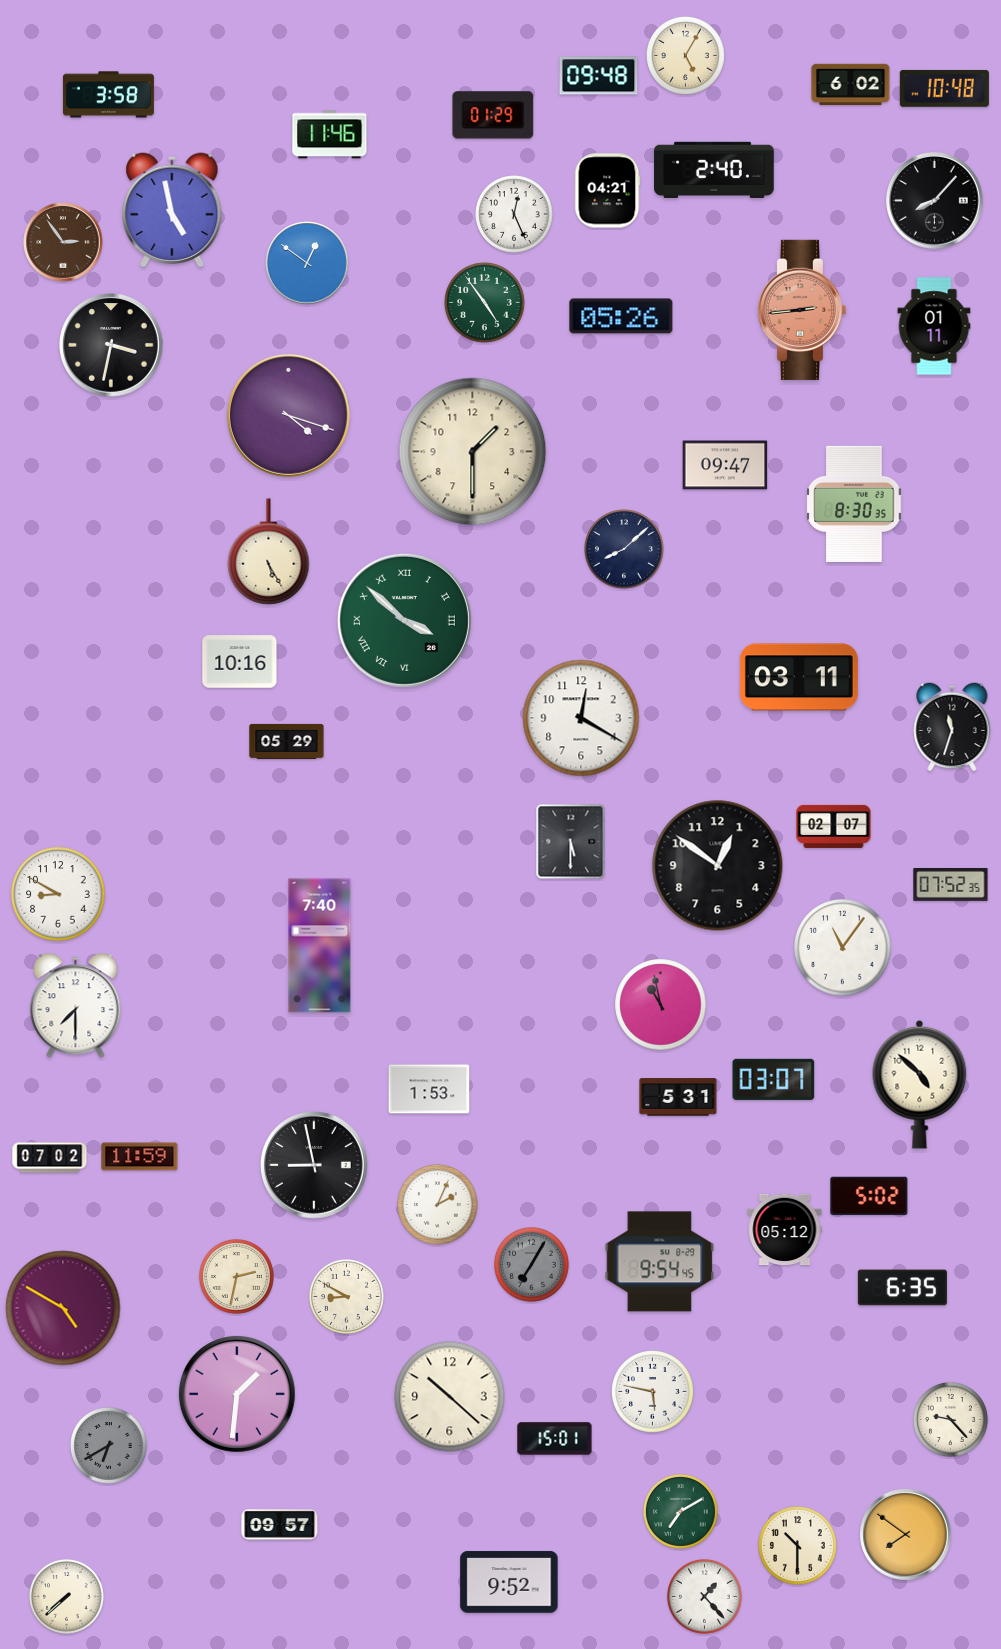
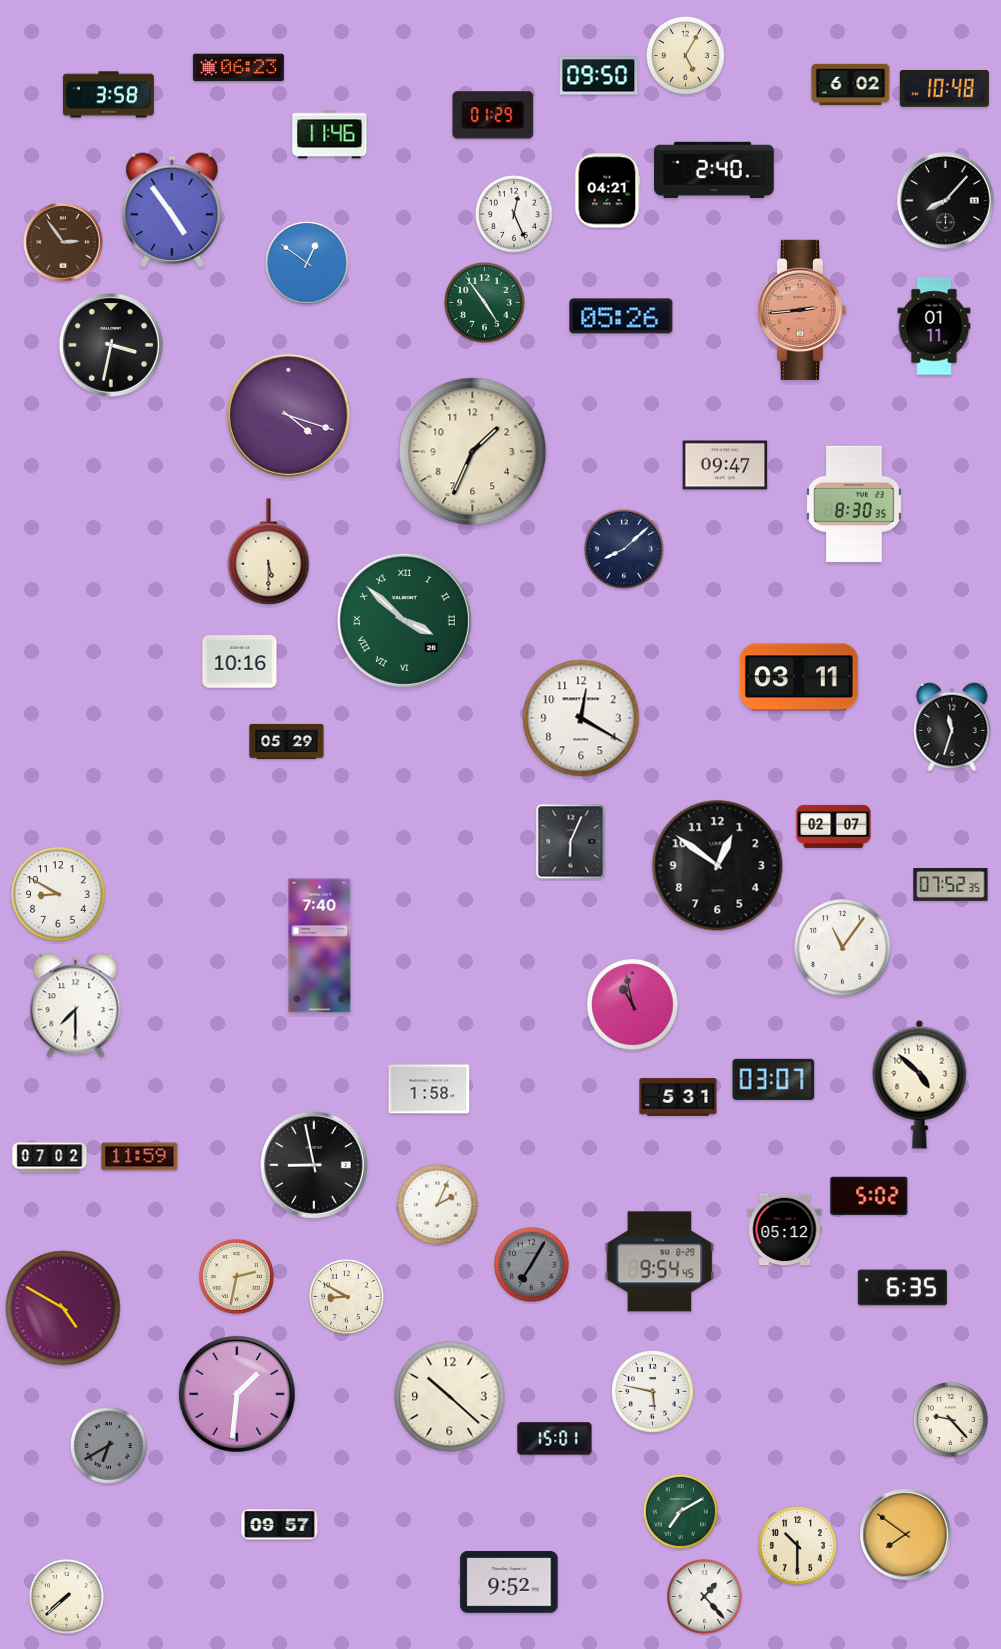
clock at (238, 68): none -> 06:23
clock at (599, 76): 09:48 -> 09:50
clock at (935, 201) position: (935, 201) -> (946, 201)
clock at (172, 210): 4:58 -> 4:54
clock at (473, 452): 1:30 -> 1:34
clock at (269, 552): 5:25 -> 5:30
clock at (571, 842): 5:30 -> 6:04
clock at (661, 1005) position: (661, 1005) -> (633, 1005)
clock at (429, 1089): 1:53 -> 1:58
